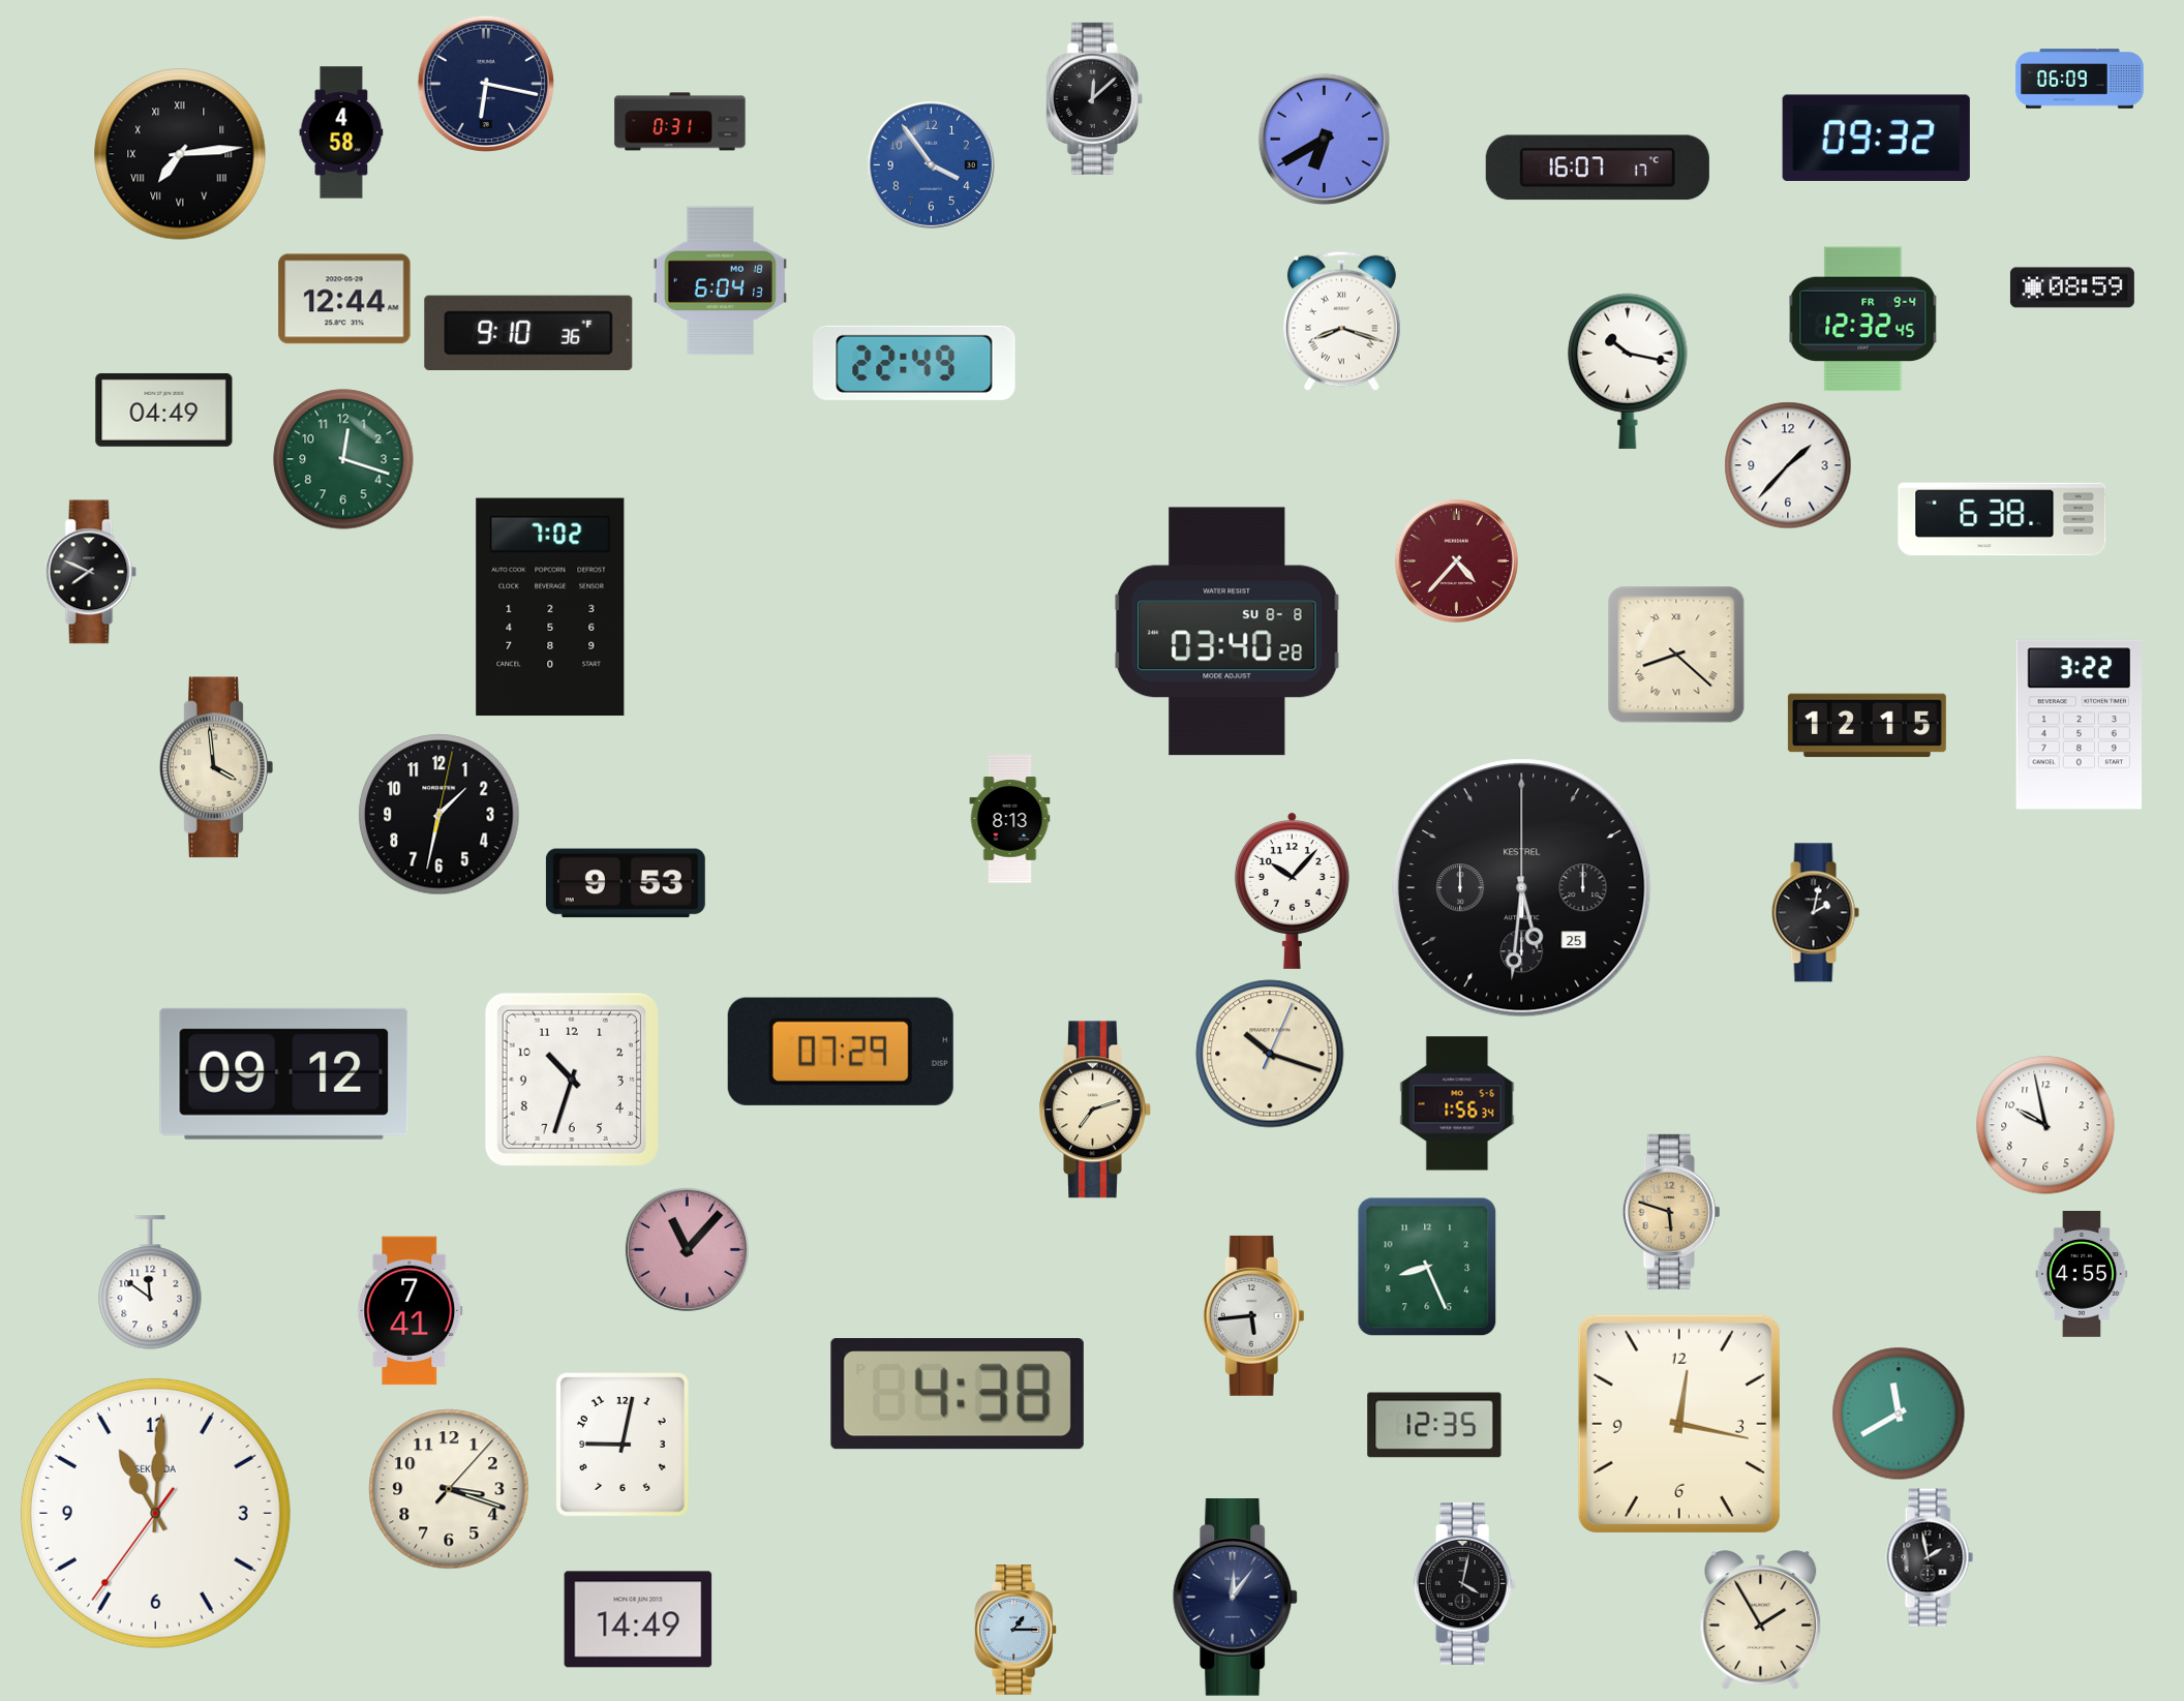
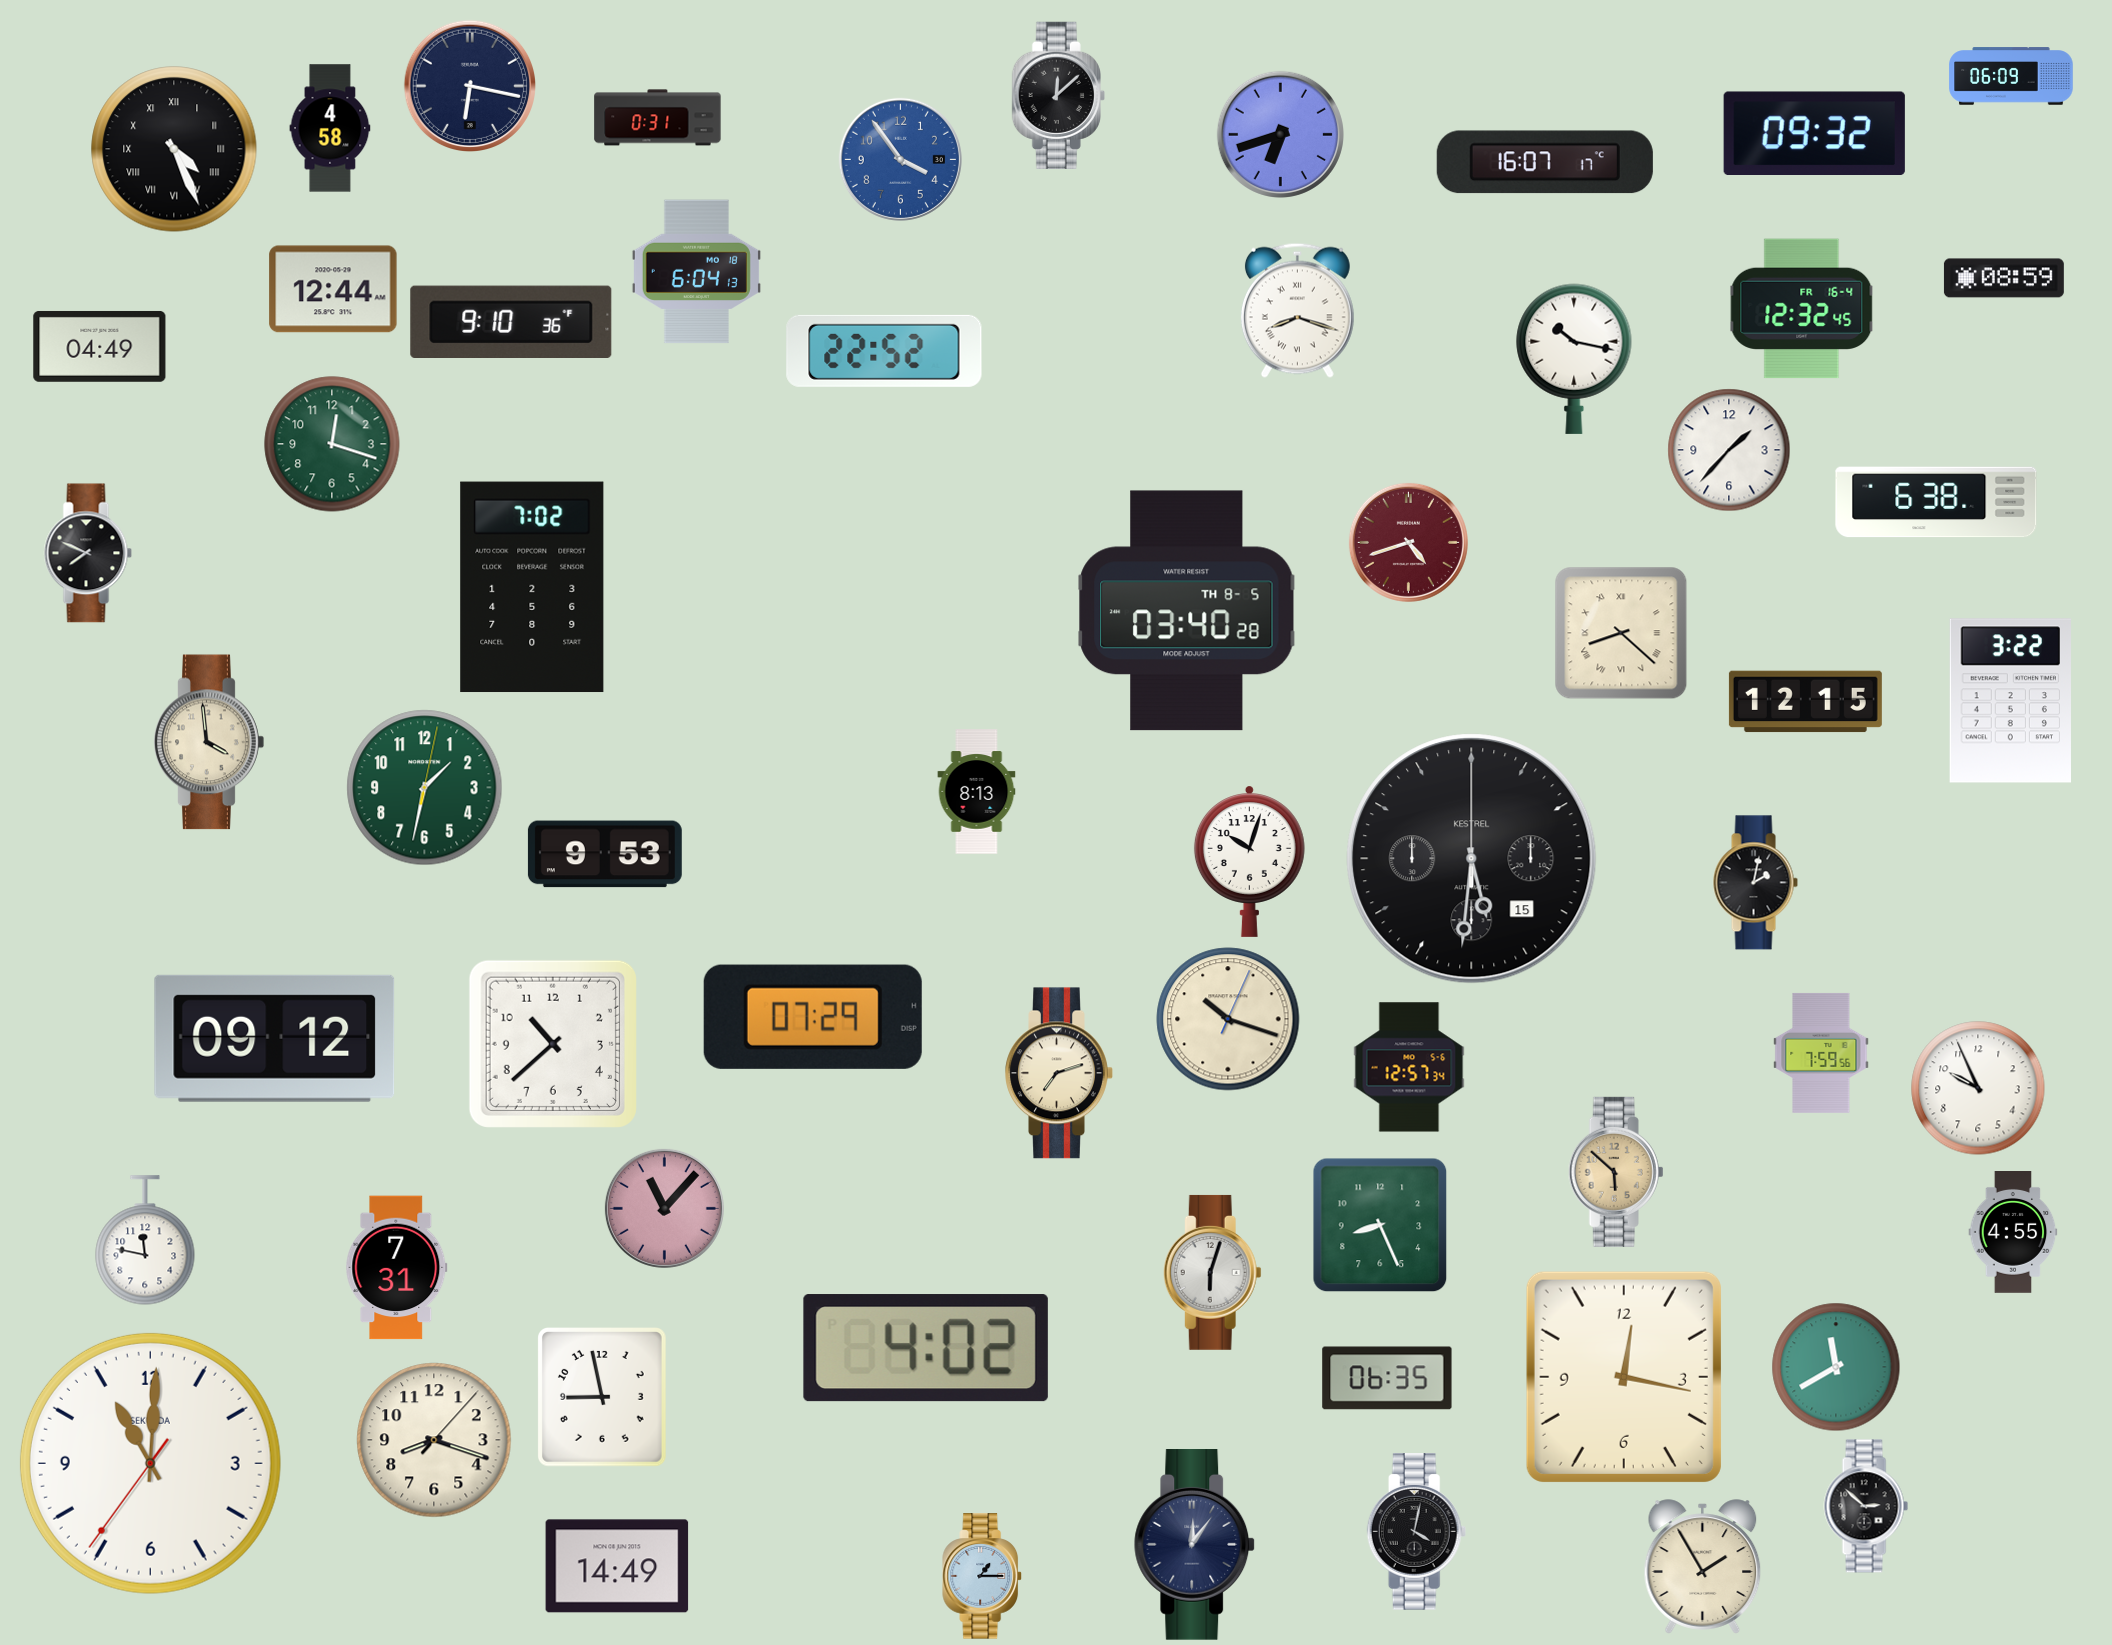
clock at (485, 83) position: (485, 83) -> (469, 85)
clock at (1324, 139): 6:40 -> 6:42
clock at (180, 154): 7:14 -> 4:26
clock at (1863, 320) date: FR 9-4 -> FR 16-4
clock at (914, 363): 22:49 -> 22:52
clock at (164, 409) position: (164, 409) -> (100, 346)
clock at (1456, 560): 4:37 -> 4:42
clock at (1227, 632) date: SU 8-8 -> TH 8-5
clock at (439, 815) dial: black -> green
clock at (1522, 888) date: 25 -> 15
clock at (1292, 890): 10:07 -> 10:03
clock at (572, 1080): 10:33 -> 10:38
clock at (1821, 1053): none -> 7:59
clock at (1457, 1103): 1:56 -> 12:57
clock at (2045, 1125): 9:58 -> 9:56
clock at (1671, 1212): 5:48 -> 5:52
clock at (150, 1282): 11:51 -> 11:47
clock at (411, 1311): 7:41 -> 7:31
clock at (1253, 1315): 5:44 -> 6:03
clock at (958, 1394): 4:38 -> 4:02
clock at (1434, 1425): 12:35 -> 06:35
clock at (624, 1446): 9:02 -> 8:58
clock at (449, 1489): 3:18 -> 8:18
clock at (1930, 1557): 1:58 -> 2:52
